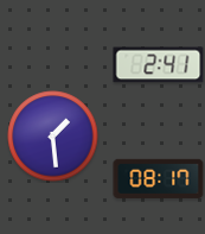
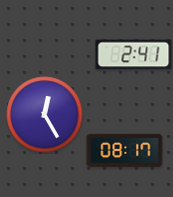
clock at (53, 137): 1:29 -> 12:25
clock at (159, 178) position: (159, 178) -> (125, 150)
